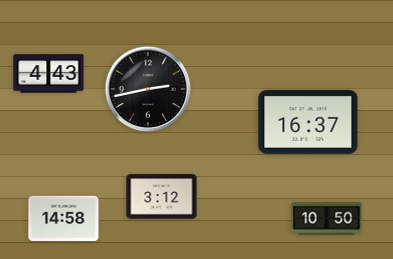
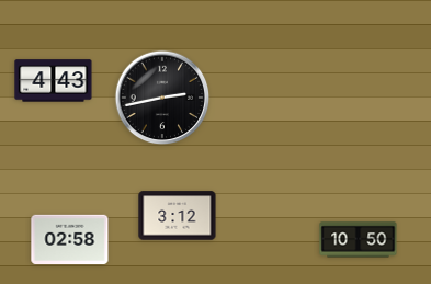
clock at (308, 122): 16:37 -> none
clock at (64, 218): 14:58 -> 02:58
